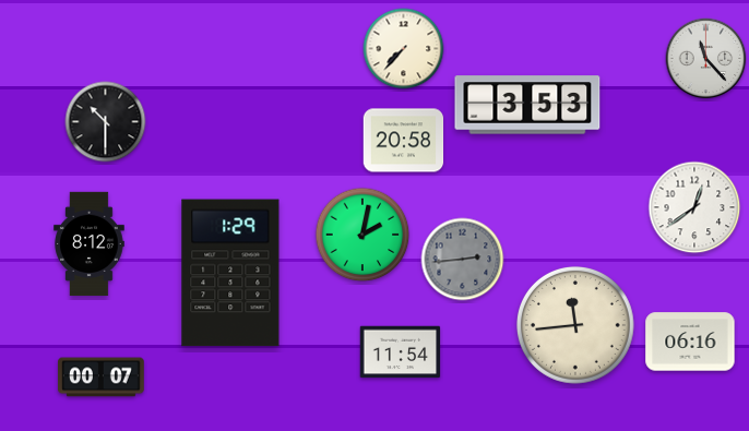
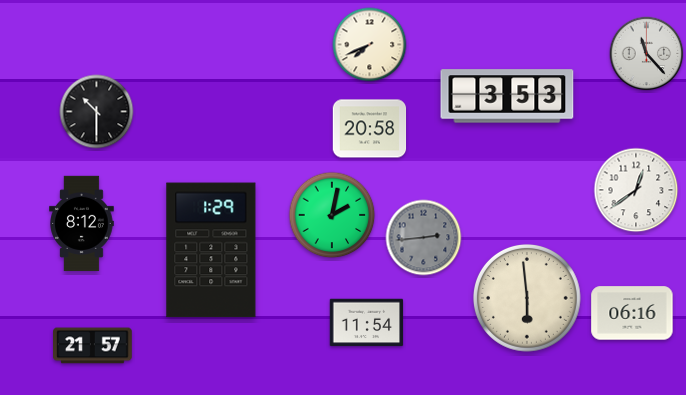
clock at (404, 49): 7:37 -> 7:41
clock at (527, 105) position: (527, 105) -> (507, 96)
clock at (576, 326): 11:44 -> 5:59
clock at (102, 378): 00:07 -> 21:57
